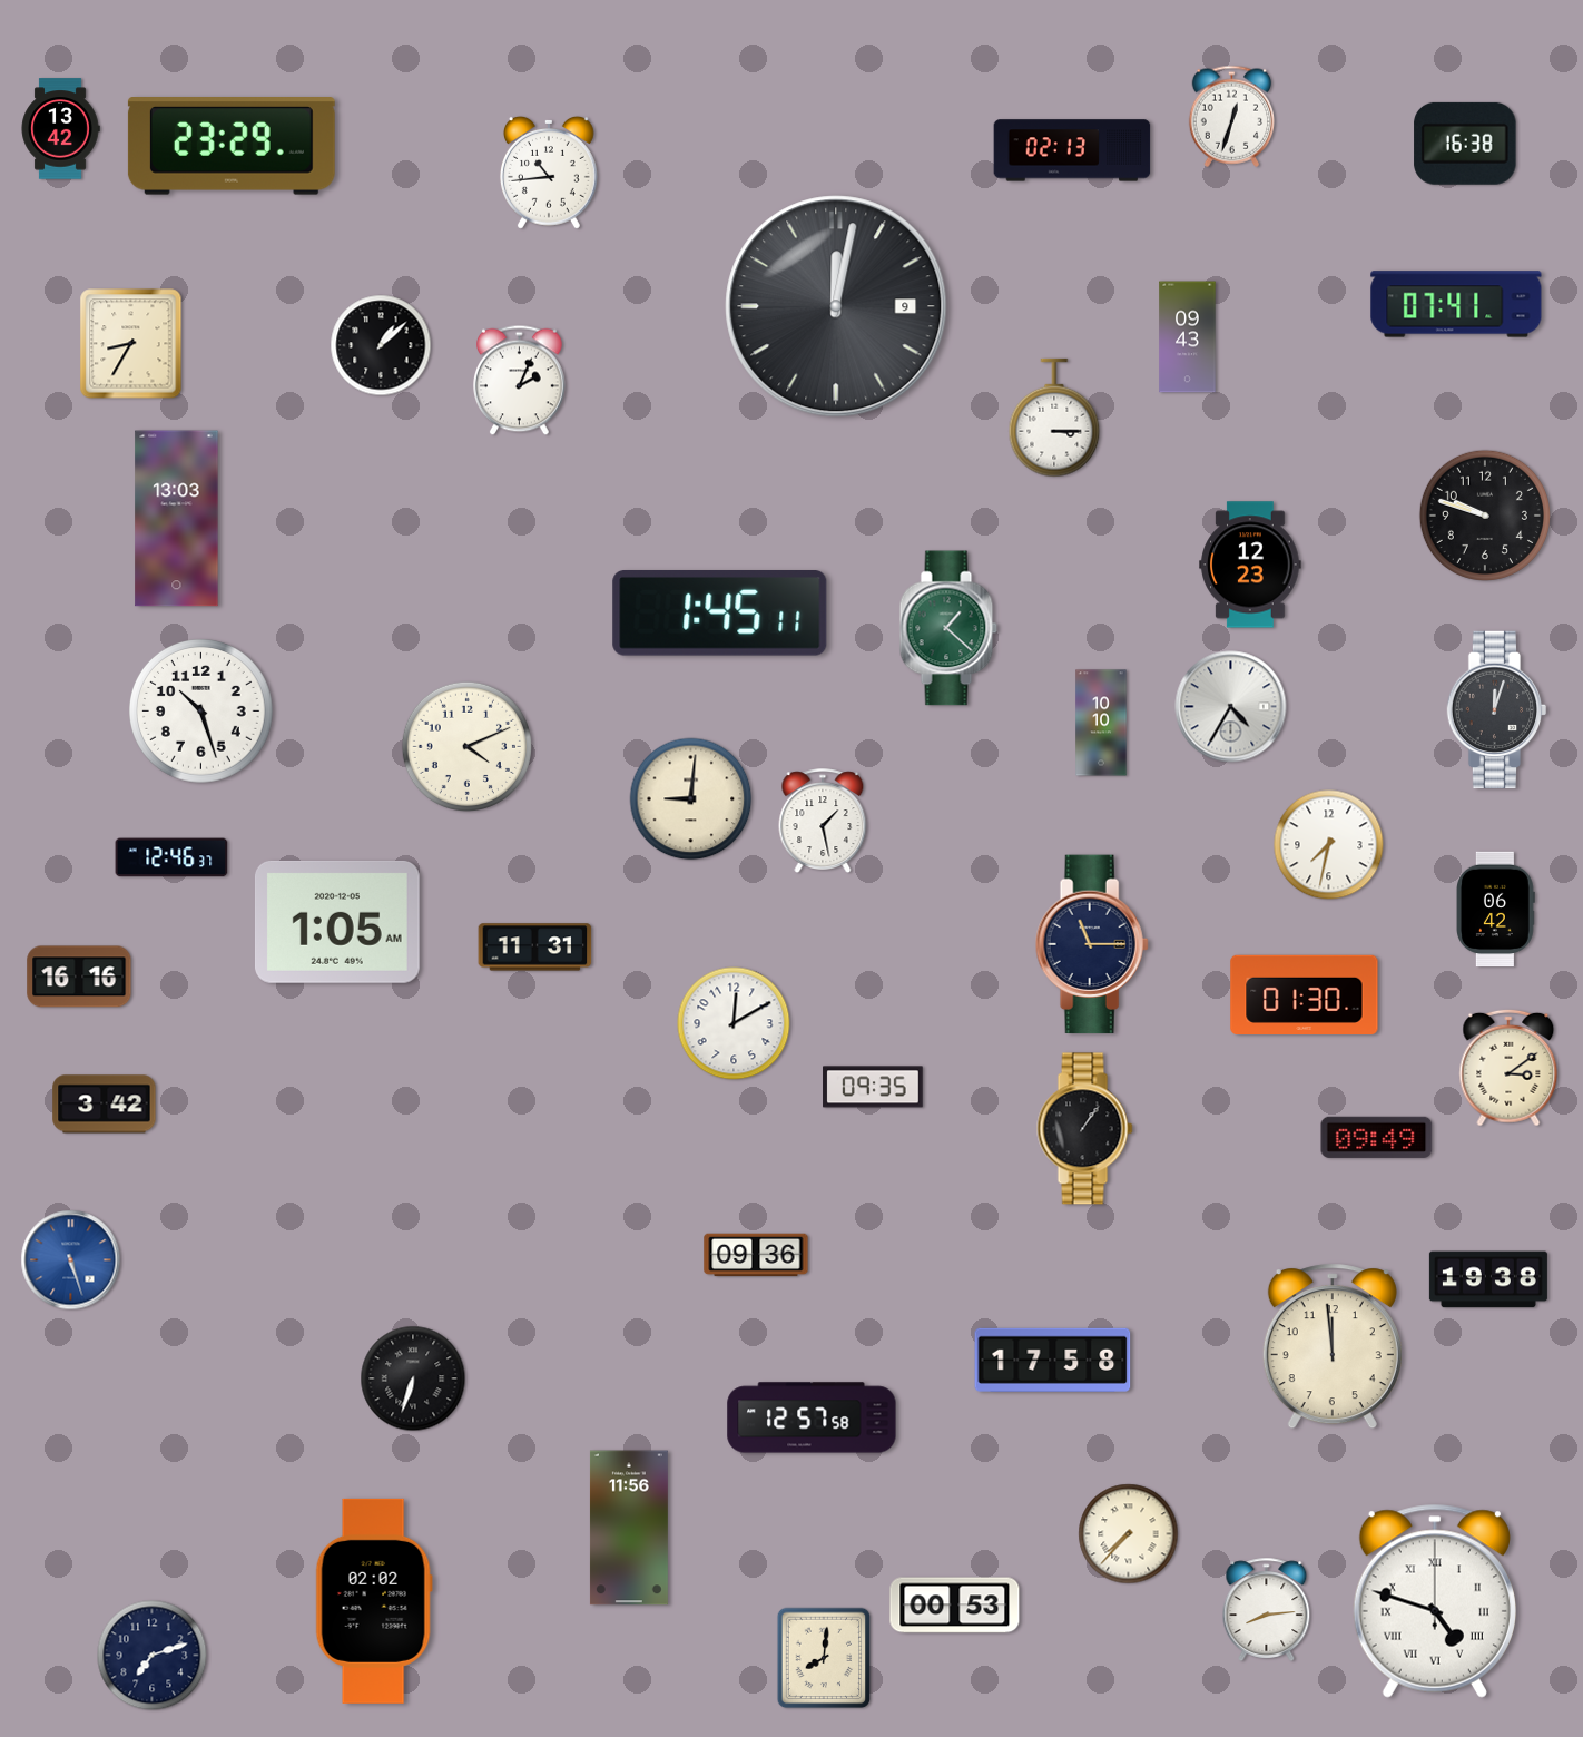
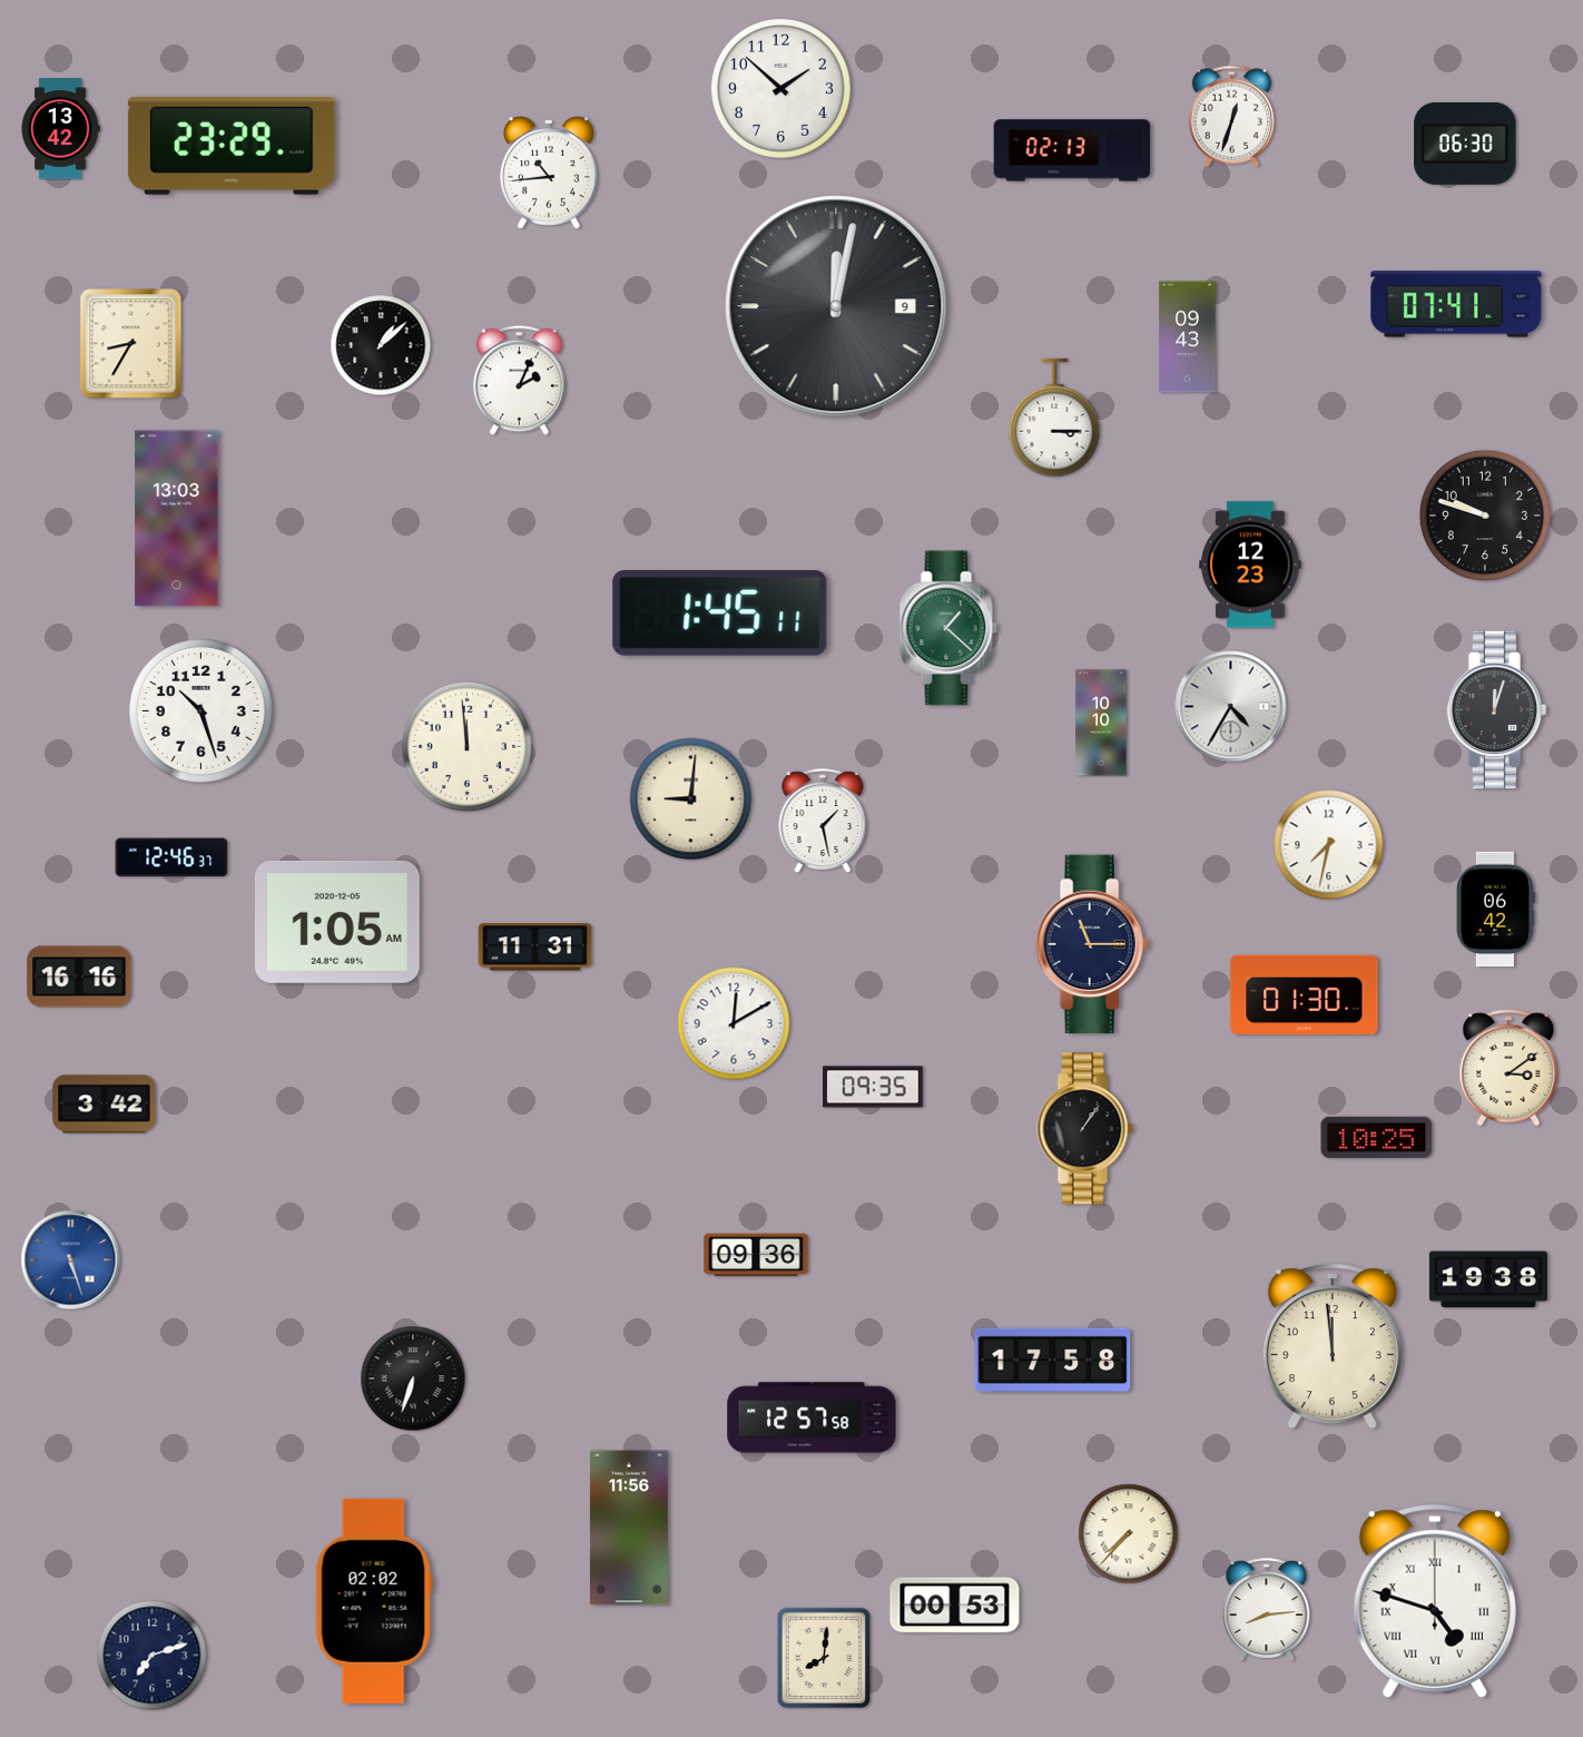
clock at (780, 88): none -> 1:52
clock at (1465, 144): 16:38 -> 06:30
clock at (466, 746): 4:11 -> 11:59
clock at (1377, 1137): 09:49 -> 10:25
